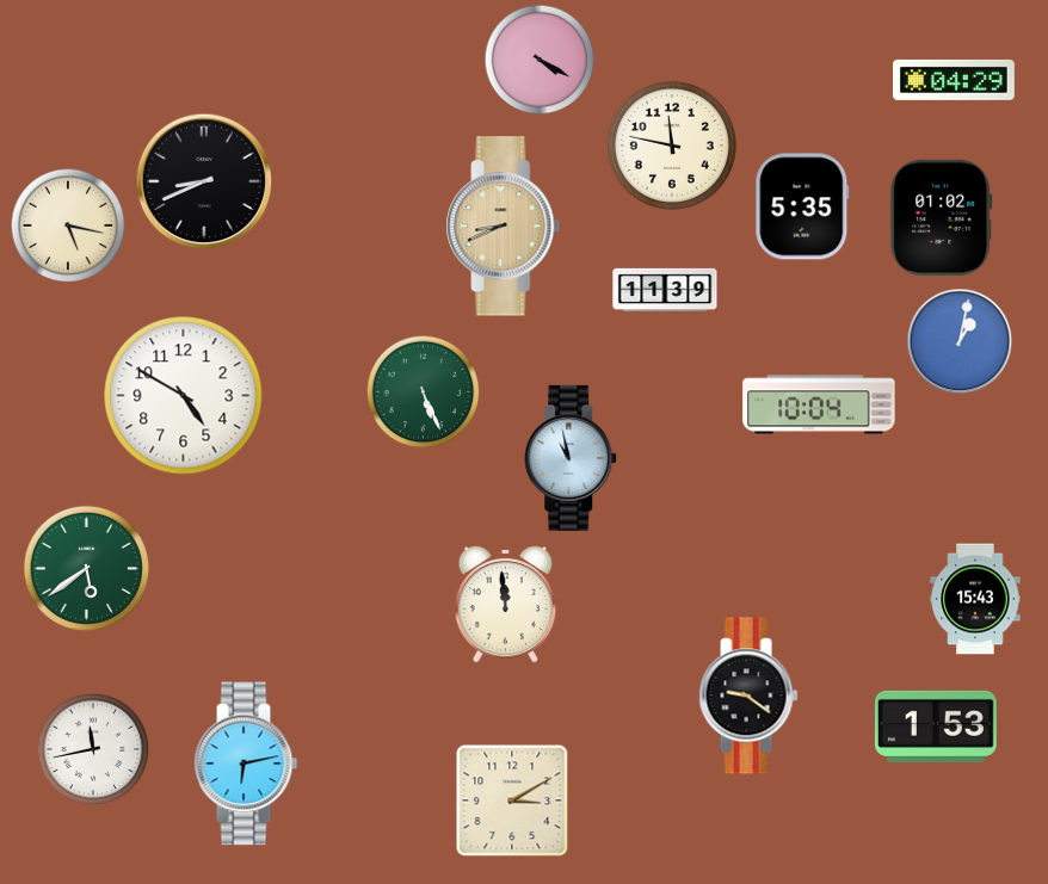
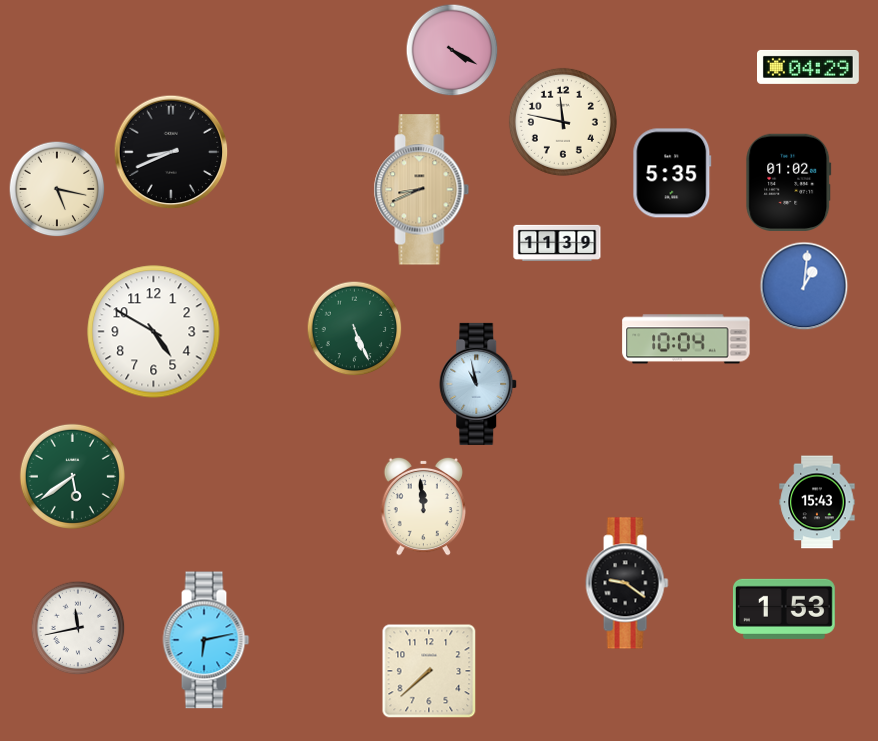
clock at (955, 80) position: (955, 80) -> (809, 67)
clock at (960, 341): 1:02 -> 1:01
clock at (512, 800): 3:10 -> 7:38
